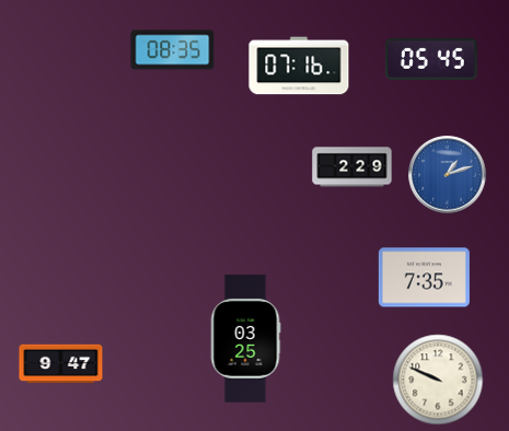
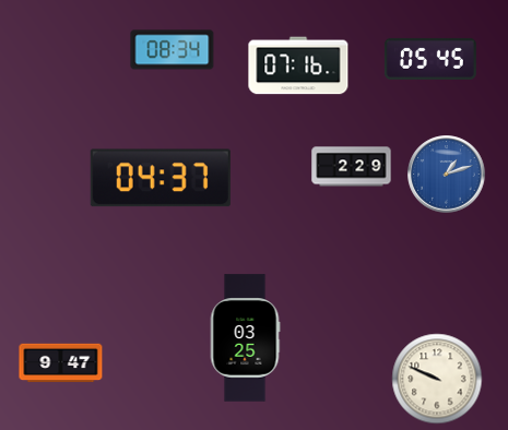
clock at (173, 50): 08:35 -> 08:34
clock at (161, 178): none -> 04:37
clock at (424, 278): 7:35 -> none
